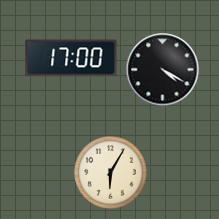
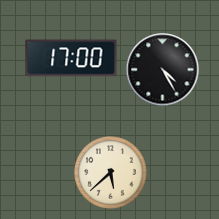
clock at (163, 70): 4:20 -> 4:25
clock at (111, 173): 6:05 -> 5:38
